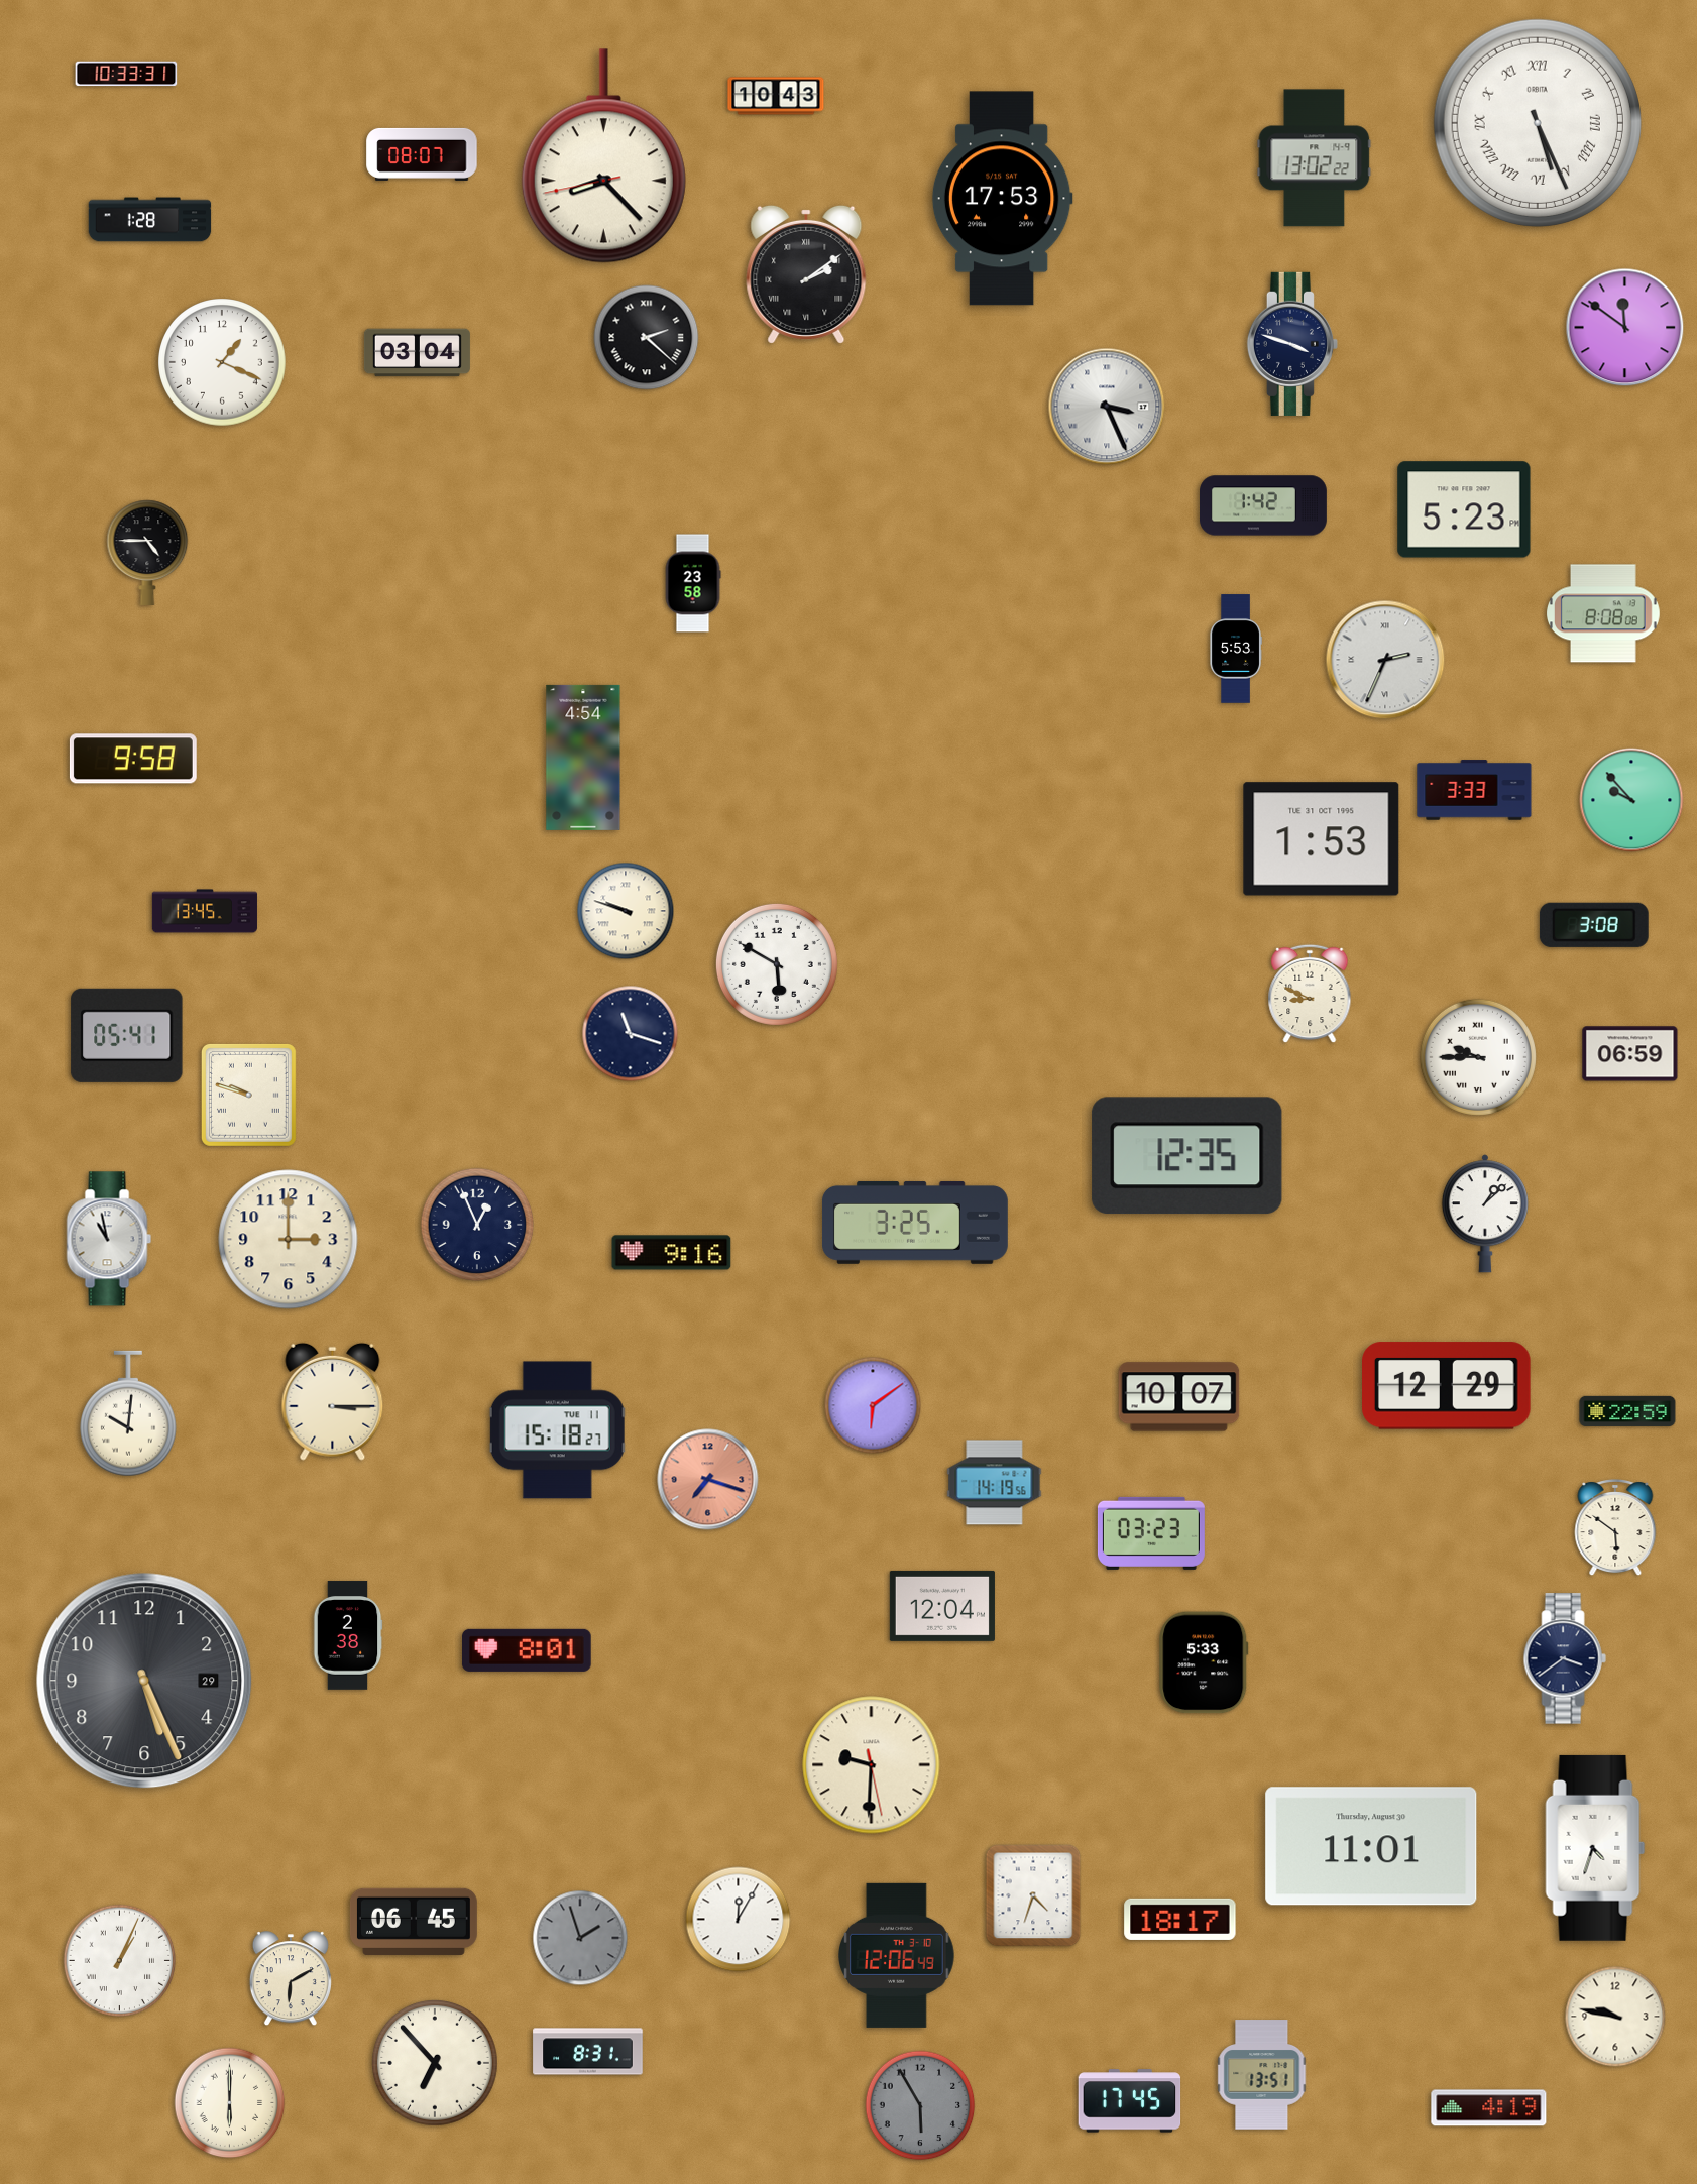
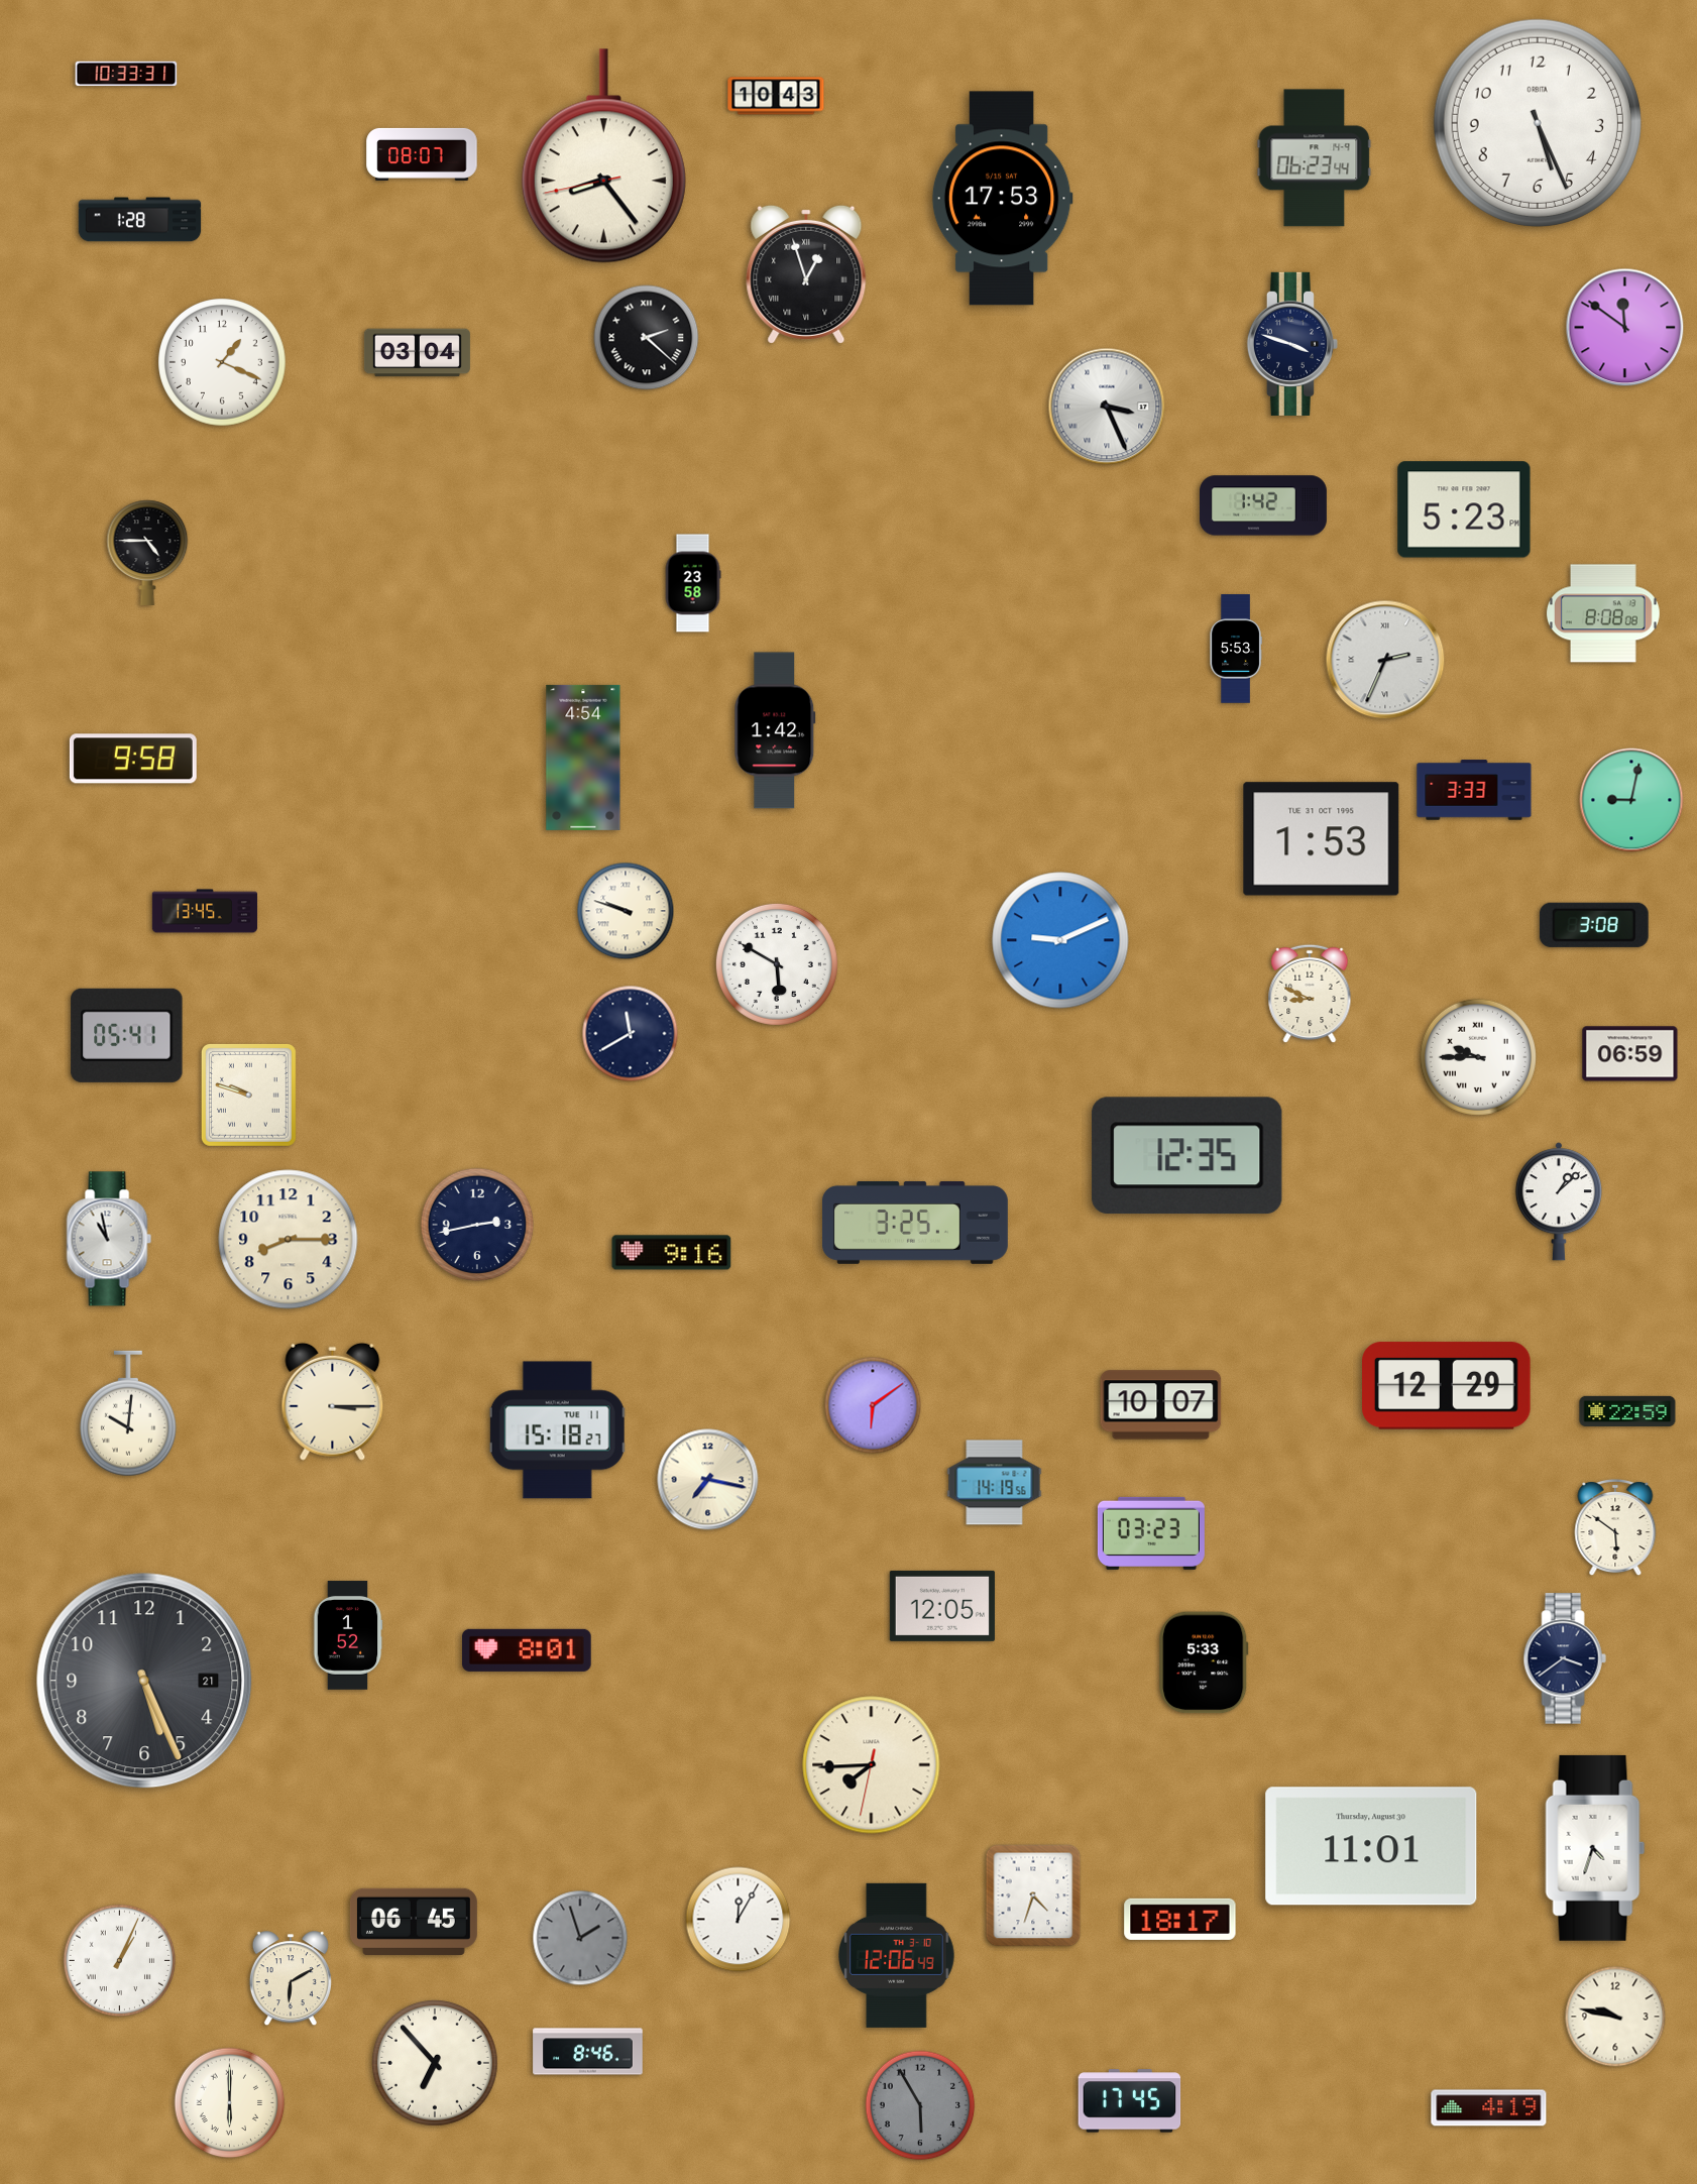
clock at (1538, 123) numerals: Roman -> Arabic
clock at (603, 156): 8:22 -> 8:23
clock at (1315, 158): 13:02 -> 06:23
clock at (150, 220) position: (150, 220) -> (140, 220)
clock at (806, 274): 2:09 -> 12:57
clock at (775, 730): none -> 1:42
clock at (1631, 800): 9:53 -> 9:02
clock at (1060, 940): none -> 9:11
clock at (631, 1034): 11:18 -> 11:40
clock at (1485, 1214) position: (1485, 1214) -> (1559, 1201)
clock at (477, 1225): 12:56 -> 2:43
clock at (289, 1240): 3:00 -> 8:15
clock at (1179, 1397) position: (1179, 1397) -> (1161, 1405)
clock at (708, 1480): 7:18 -> 7:17
clock at (708, 1480) dial: salmon -> cream
clock at (942, 1606): 12:04 -> 12:05
clock at (348, 1635): 2:38 -> 1:52
clock at (144, 1681) date: 29 -> 21
clock at (872, 1765): 9:30 -> 7:44
clock at (588, 2052): 8:31 -> 8:46
clock at (1262, 2075): 13:51 -> none
